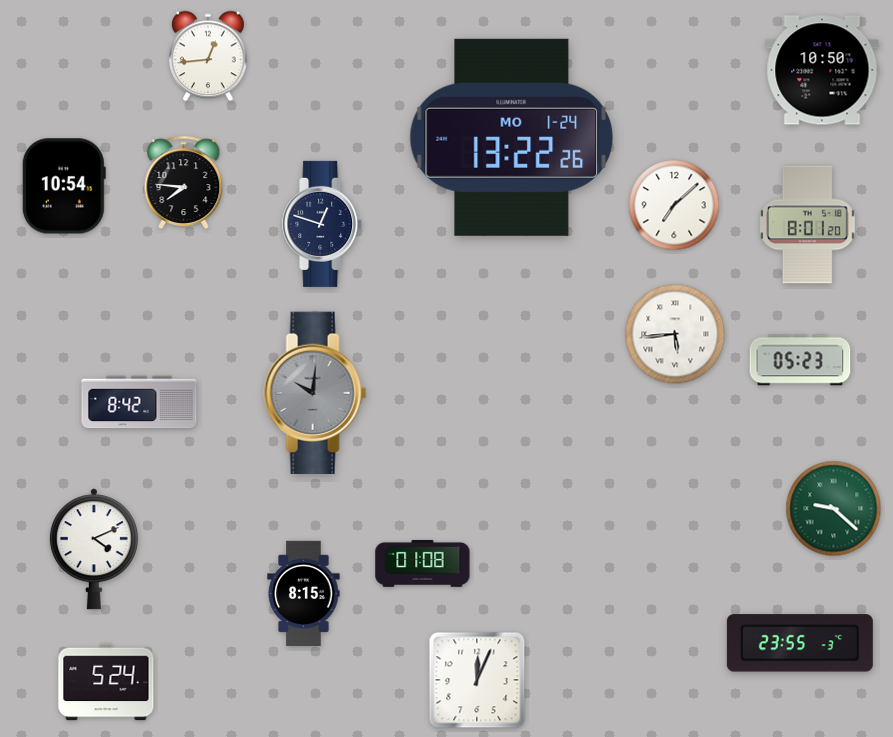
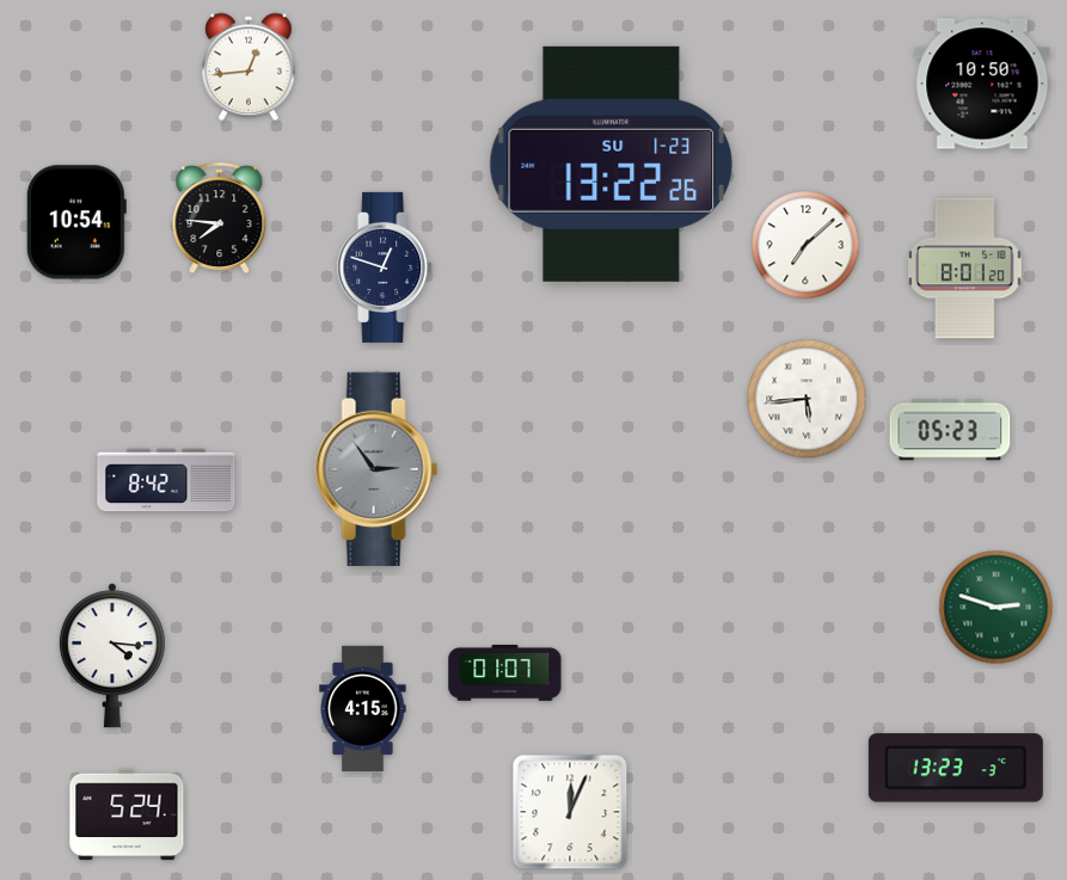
clock at (512, 137) date: MO 1-24 -> SU 1-23
clock at (800, 360) position: (800, 360) -> (950, 430)
clock at (315, 392): 10:01 -> 2:54
clock at (834, 509): 9:22 -> 2:48
clock at (94, 549): 4:11 -> 4:16
clock at (423, 563): 01:08 -> 01:07
clock at (304, 593): 8:15 -> 4:15
clock at (800, 643): 23:55 -> 13:23
